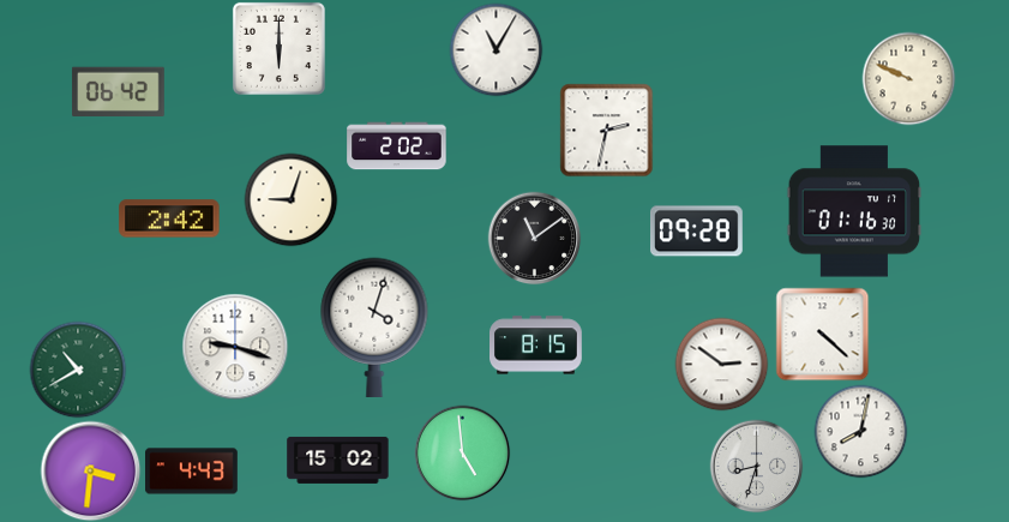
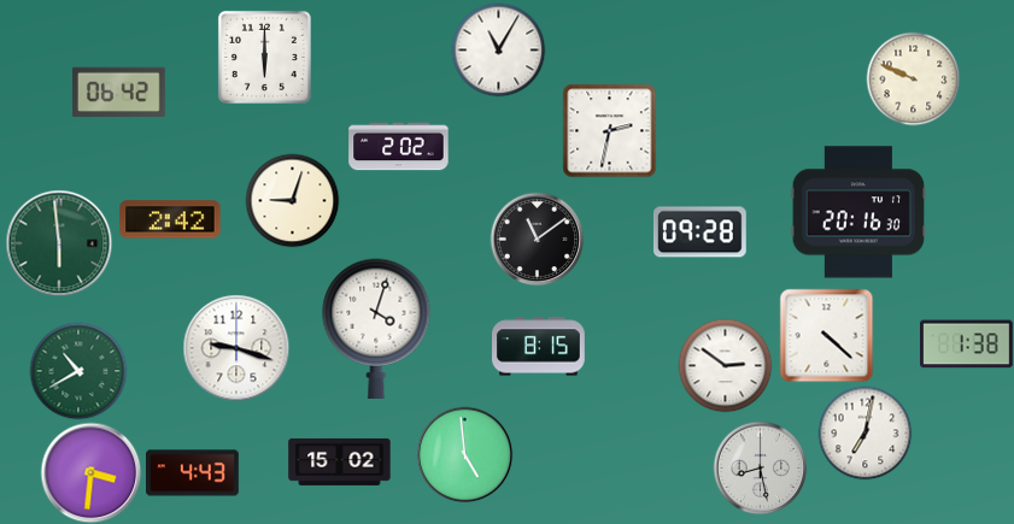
clock at (278, 48) position: (278, 48) -> (264, 57)
clock at (854, 211): 01:16 -> 20:16
clock at (59, 243): none -> 5:59
clock at (967, 345): none -> 1:38
clock at (860, 431): 8:02 -> 7:02
clock at (756, 466): 8:33 -> 8:28
